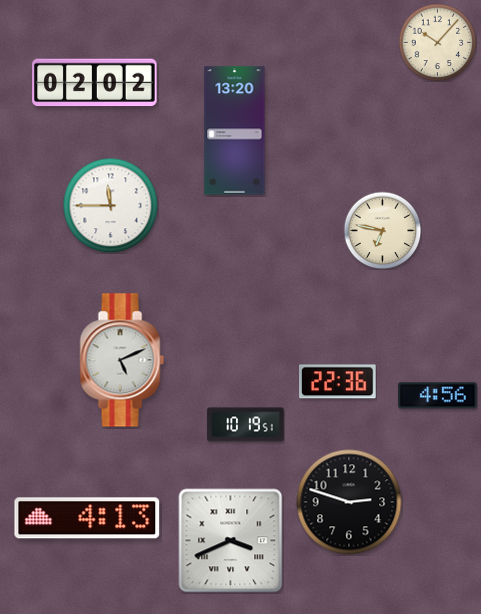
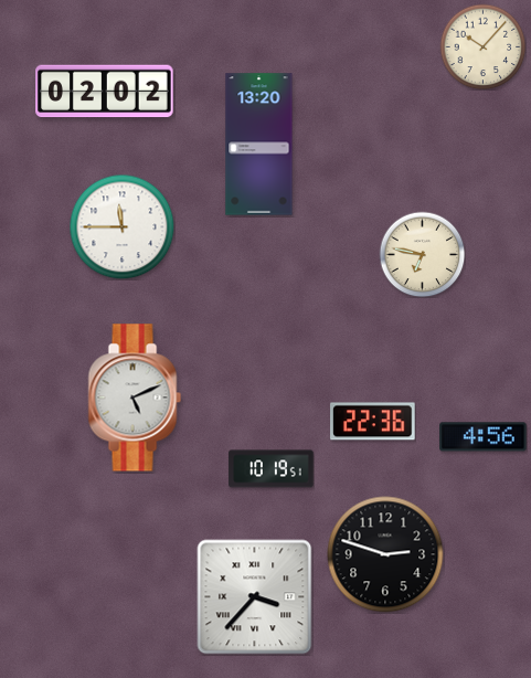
clock at (87, 518): 4:13 -> none
clock at (231, 541): 3:41 -> 3:37
